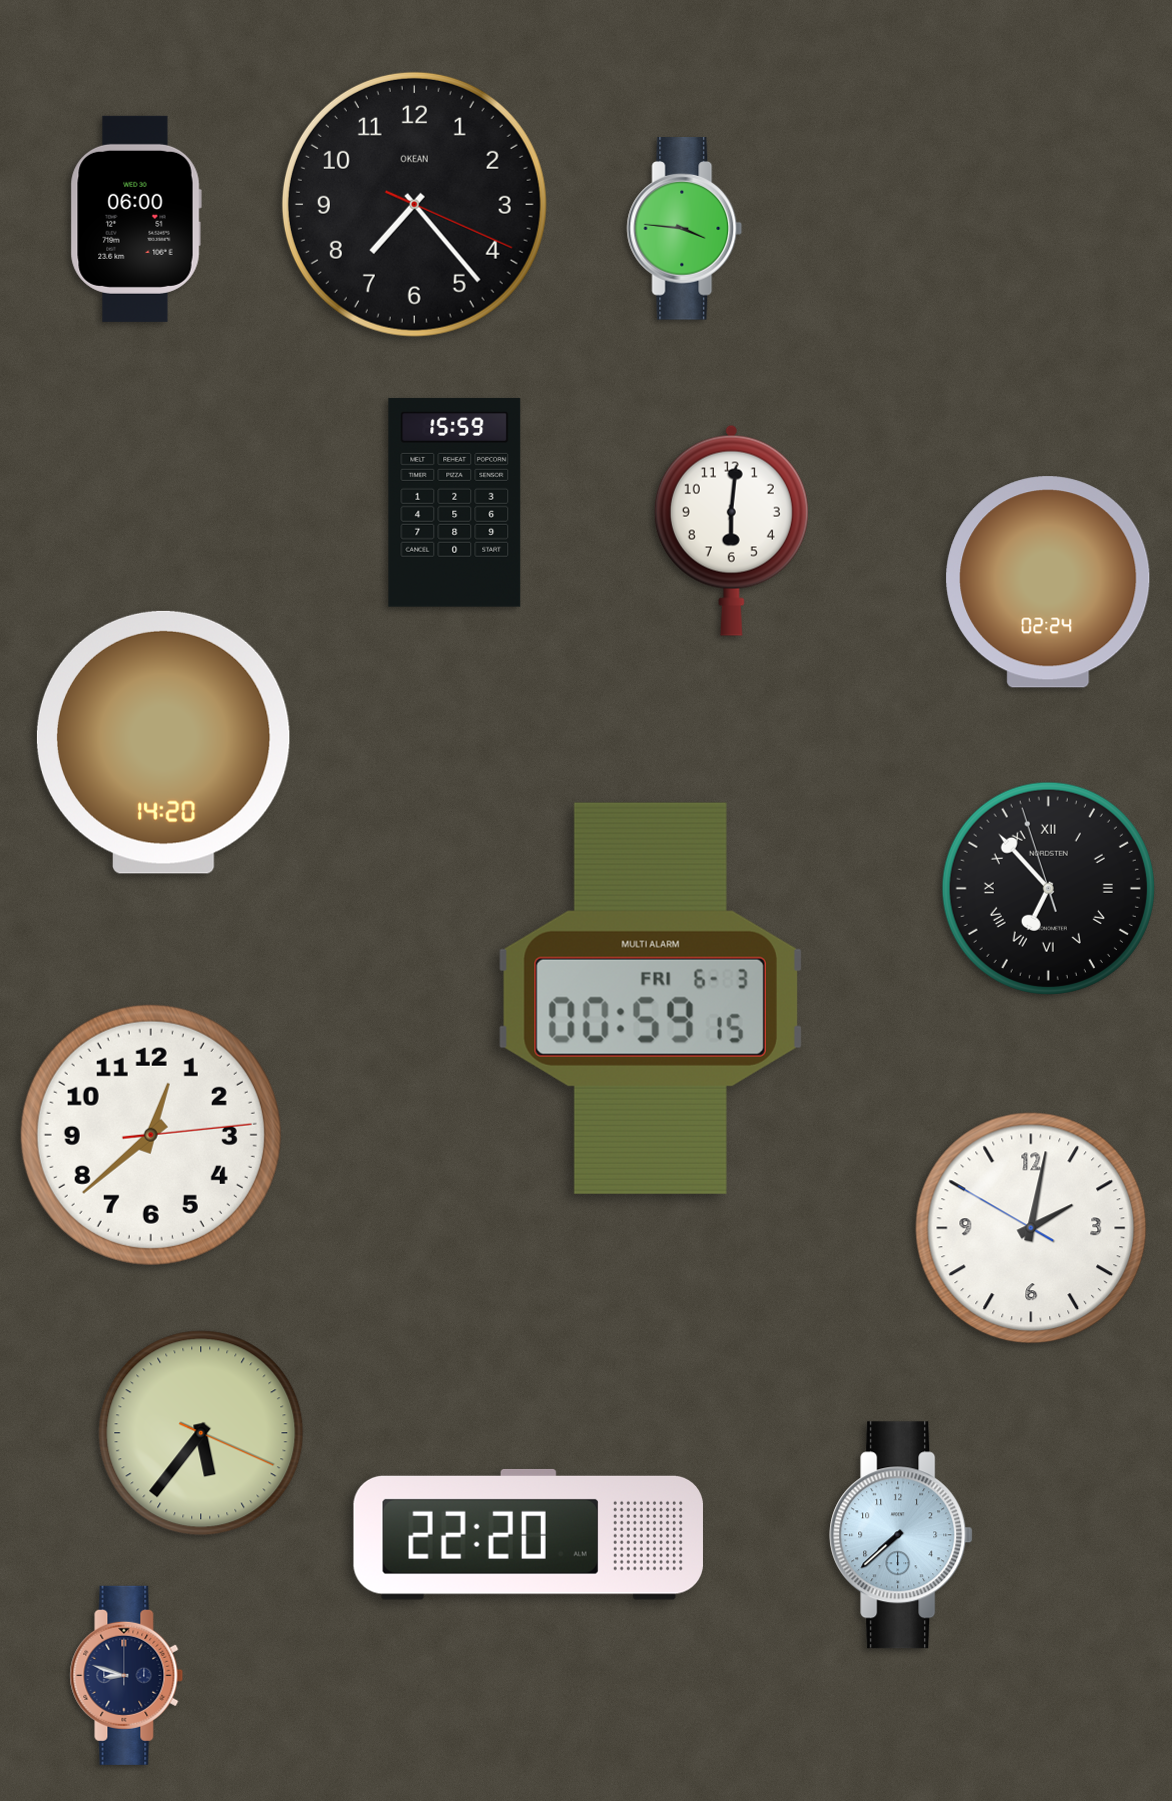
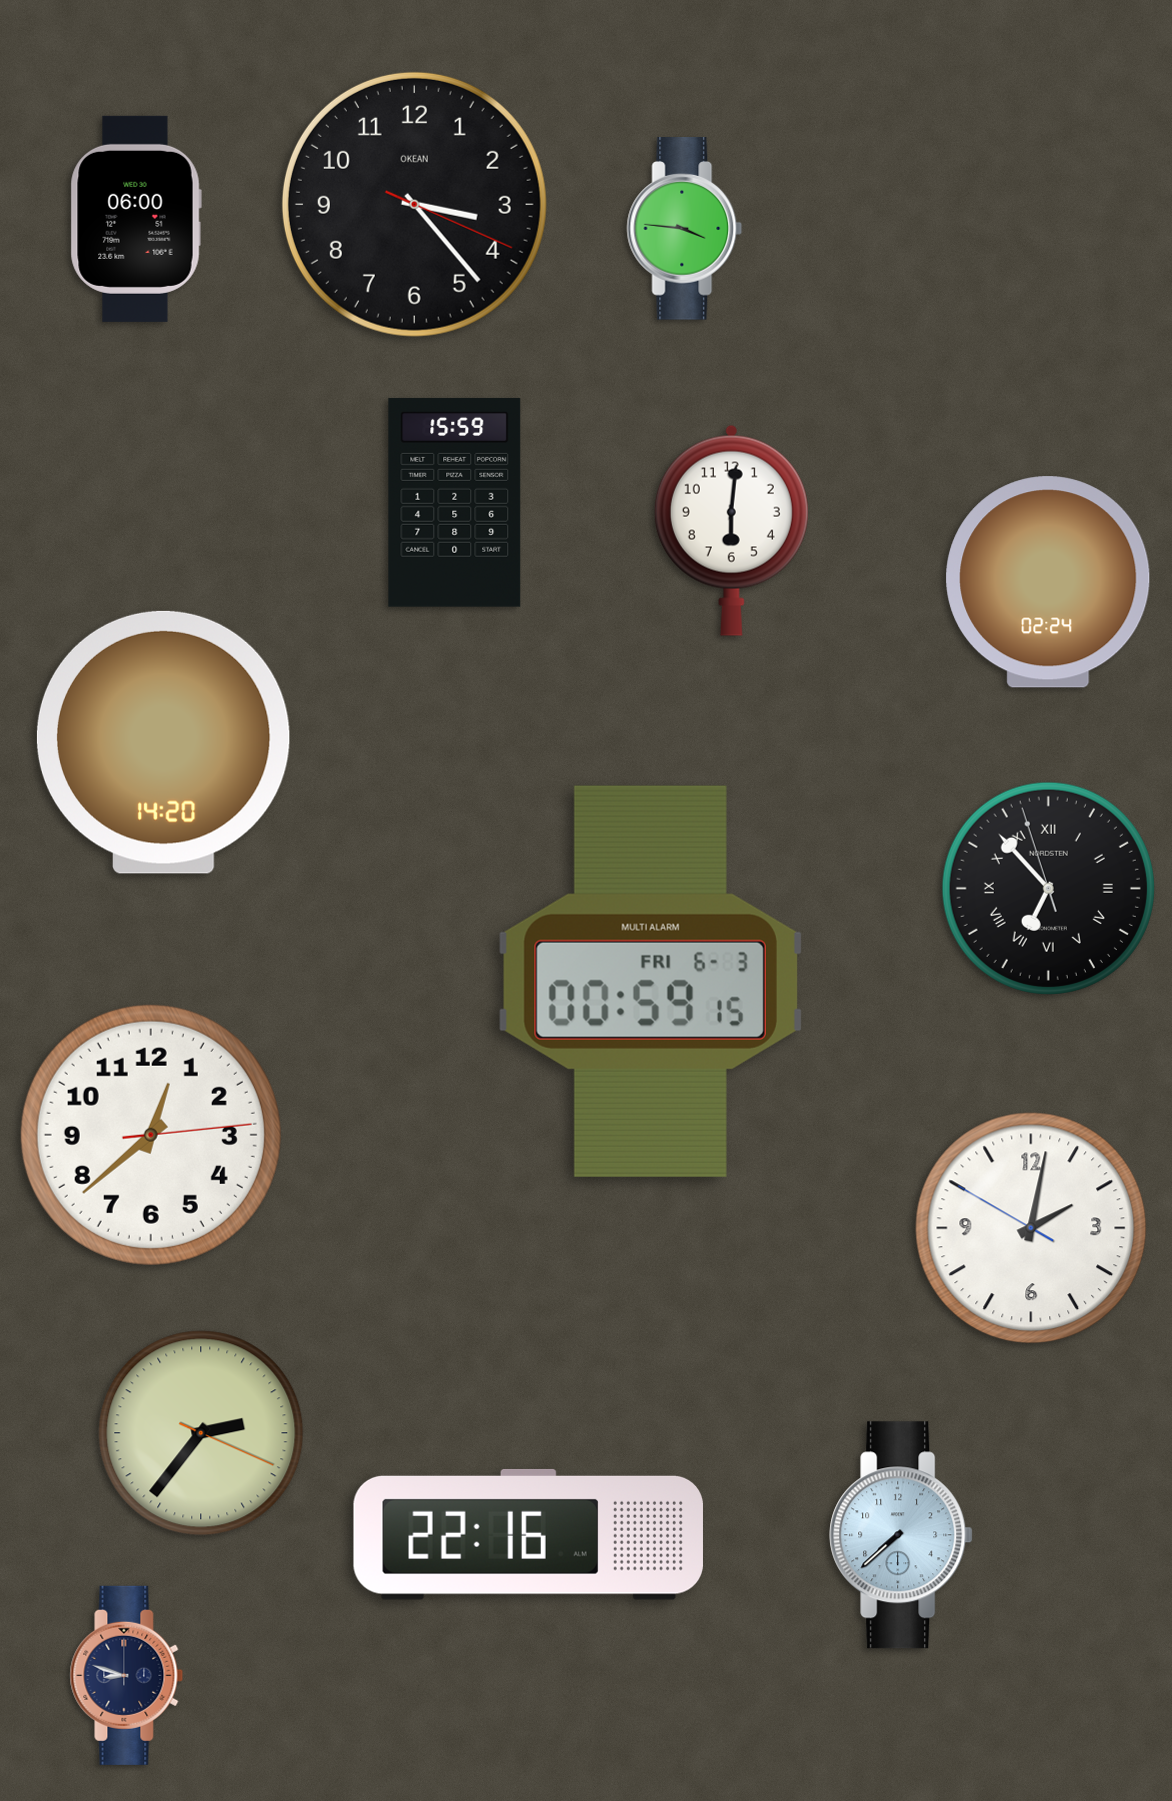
clock at (414, 204): 7:23 -> 3:23
clock at (650, 998) position: (650, 998) -> (650, 981)
clock at (201, 1433): 5:36 -> 2:36
clock at (528, 1534): 22:20 -> 22:16
